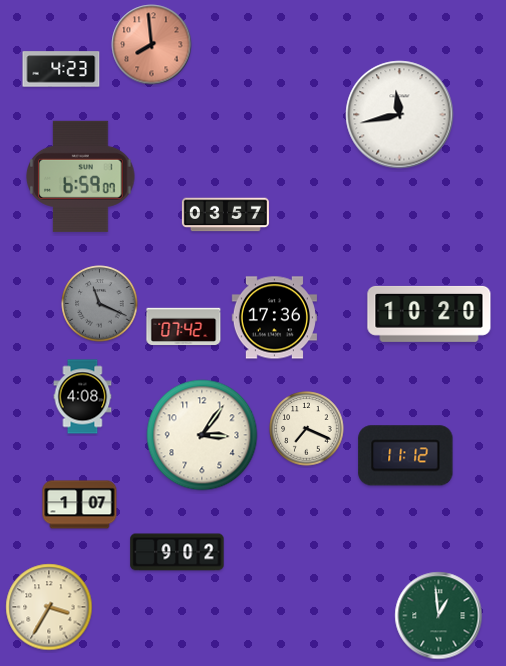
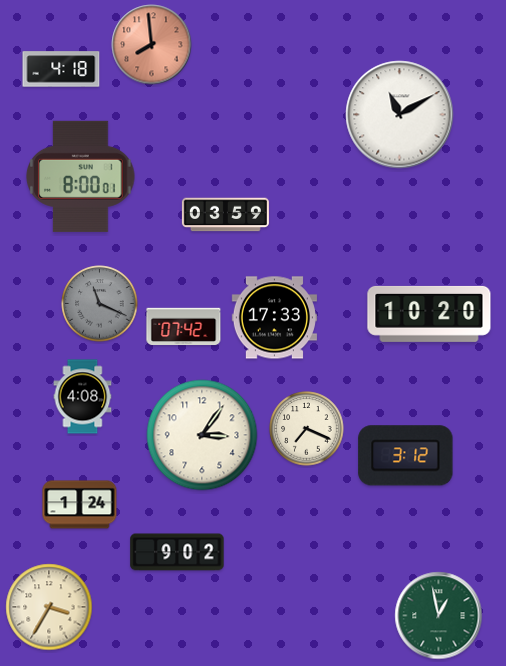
clock at (61, 69): 4:23 -> 4:18
clock at (400, 115): 11:43 -> 11:10
clock at (81, 176): 6:59 -> 8:00
clock at (225, 215): 03:57 -> 03:59
clock at (274, 318): 17:36 -> 17:33
clock at (406, 456): 11:12 -> 3:12
clock at (80, 505): 1:07 -> 1:24
clock at (439, 616): 12:59 -> 12:58
